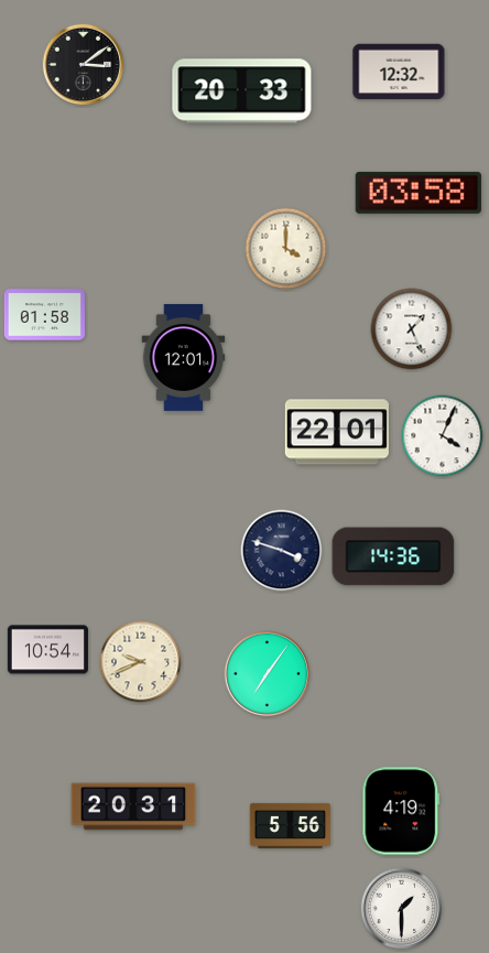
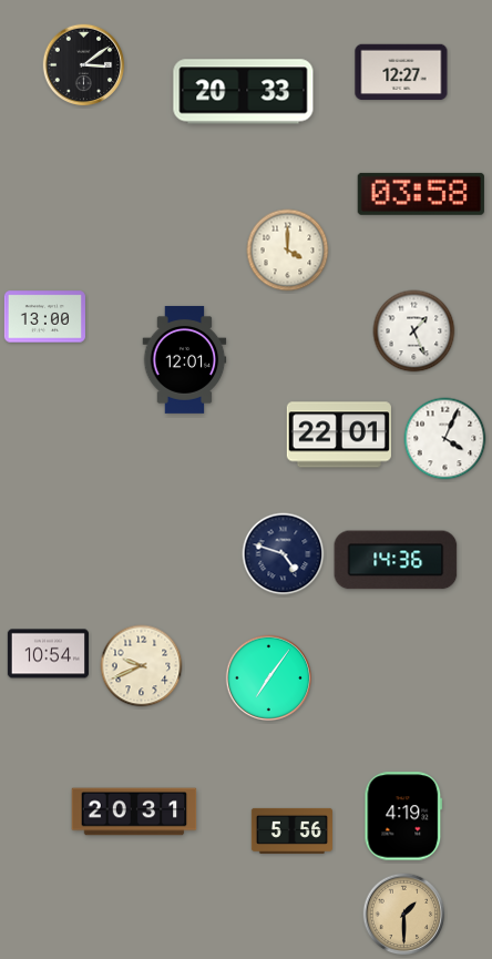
clock at (399, 72): 12:32 -> 12:27
clock at (44, 315): 01:58 -> 13:00
clock at (282, 551): 3:48 -> 4:48
clock at (402, 909) dial: white -> champagne
